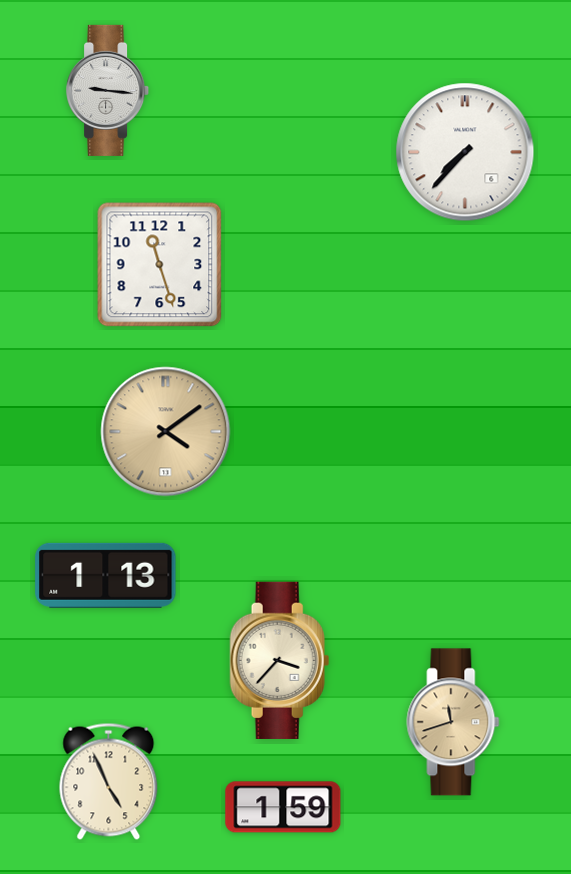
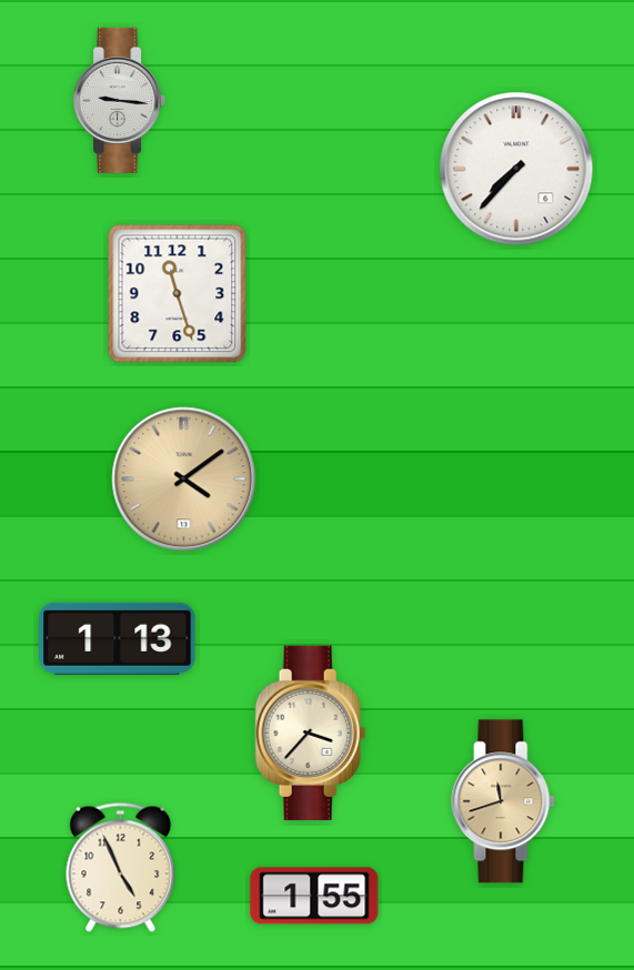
clock at (283, 807): 1:59 -> 1:55
